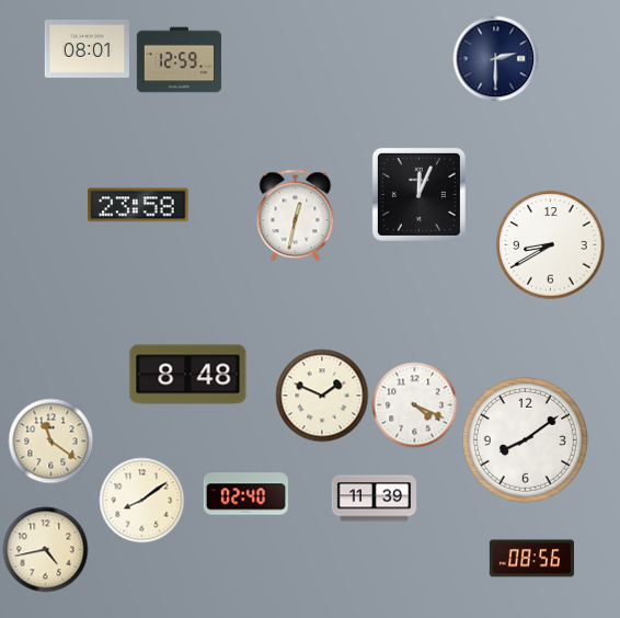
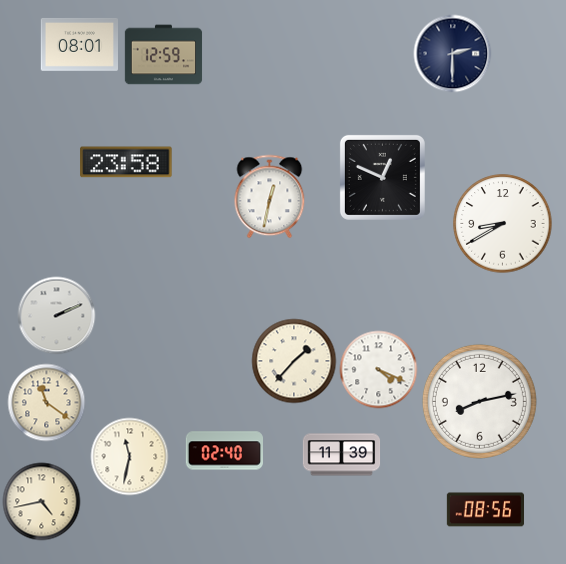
clock at (418, 194): 12:04 -> 12:49
clock at (138, 205) position: (138, 205) -> (126, 162)
clock at (56, 315): none -> 2:11
clock at (188, 375): 8:48 -> none
clock at (322, 396): 1:49 -> 1:37
clock at (525, 439): 8:09 -> 8:13
clock at (141, 500): 8:09 -> 11:32
